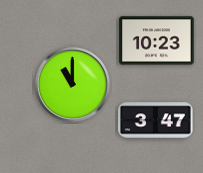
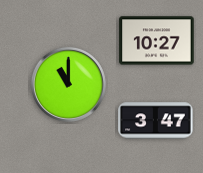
clock at (157, 41): 10:23 -> 10:27
clock at (72, 84) position: (72, 84) -> (68, 84)
